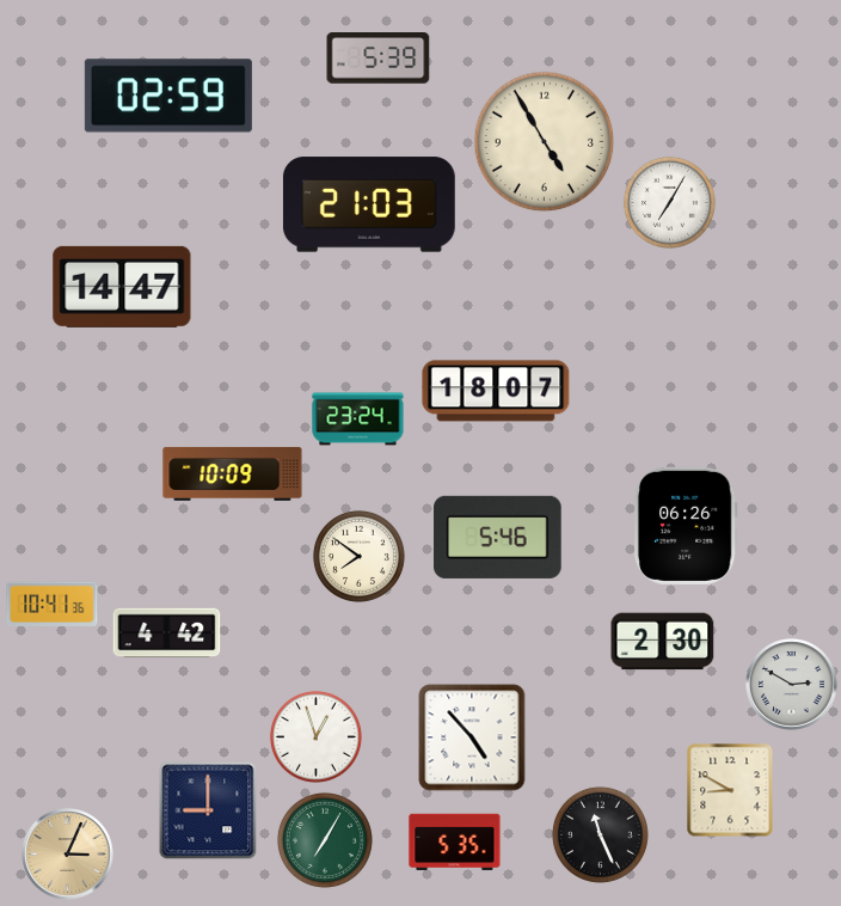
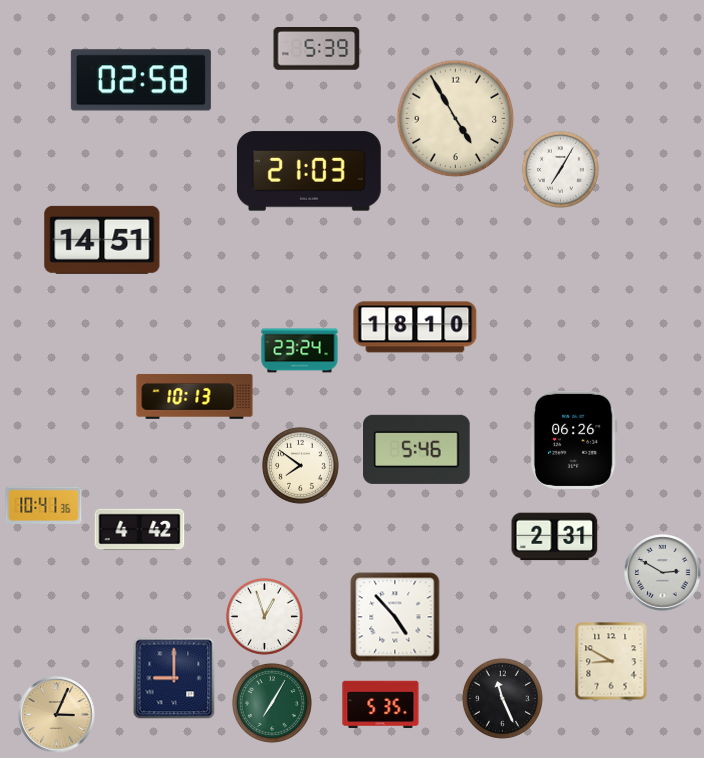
clock at (168, 96): 02:59 -> 02:58
clock at (122, 287): 14:47 -> 14:51
clock at (496, 391): 18:07 -> 18:10
clock at (233, 475): 10:09 -> 10:13
clock at (663, 642): 2:30 -> 2:31
